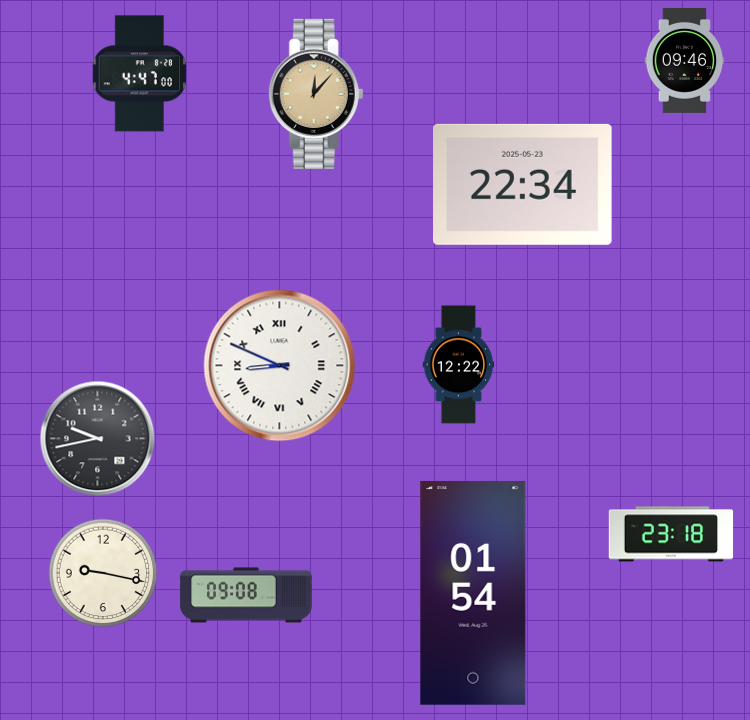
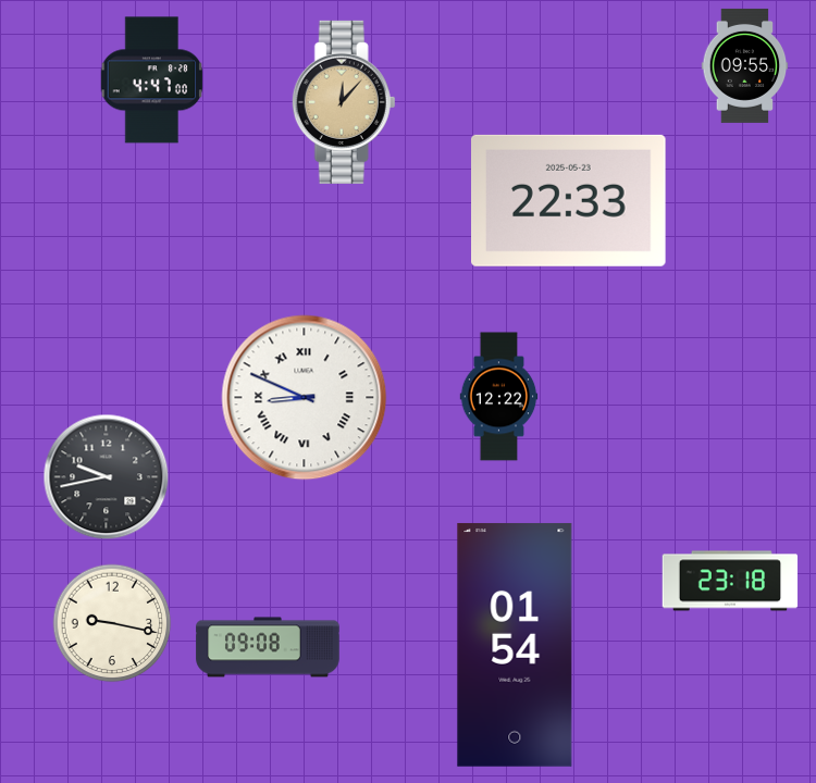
clock at (685, 60): 09:46 -> 09:55
clock at (523, 184): 22:34 -> 22:33
